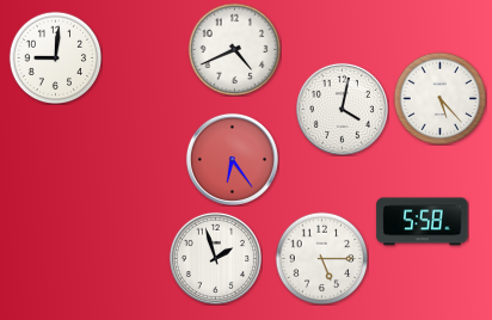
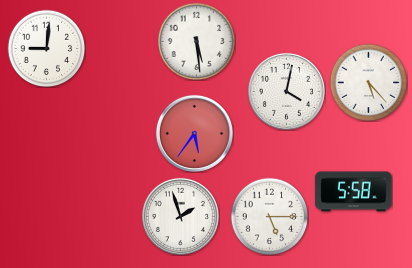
clock at (234, 49): 4:41 -> 5:29
clock at (232, 159): 6:24 -> 5:36
clock at (423, 222) position: (423, 222) -> (354, 192)
